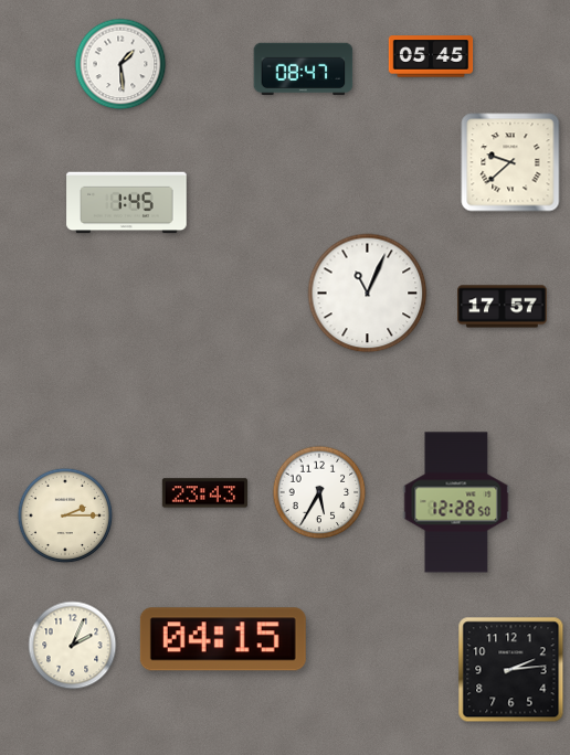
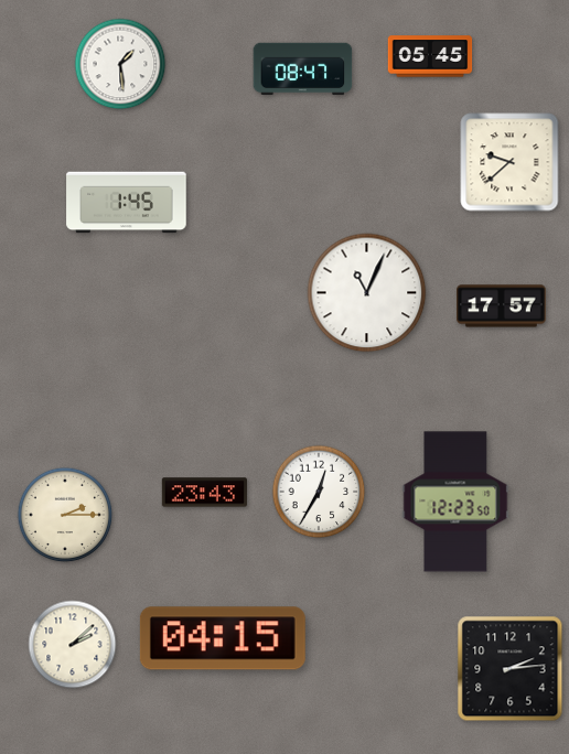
clock at (319, 492): 5:35 -> 12:35
clock at (456, 502): 12:28 -> 12:23
clock at (73, 646): 2:04 -> 2:08
